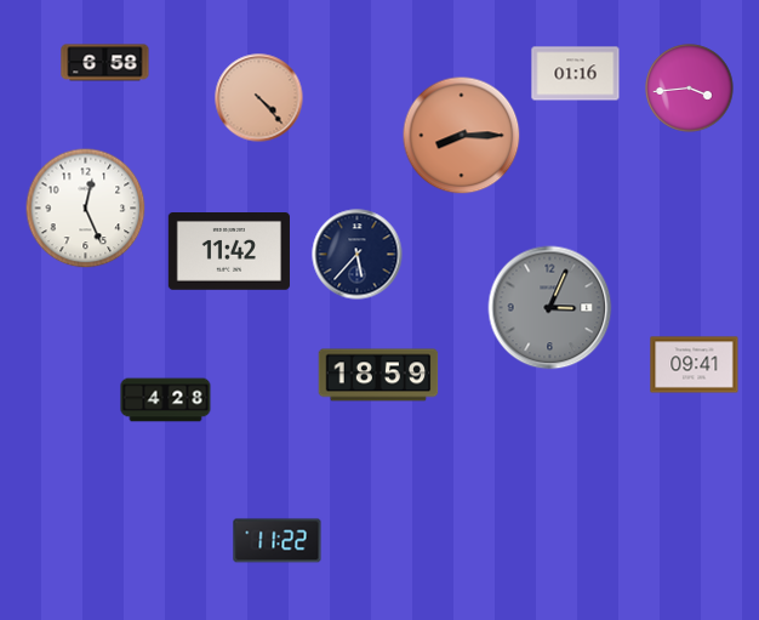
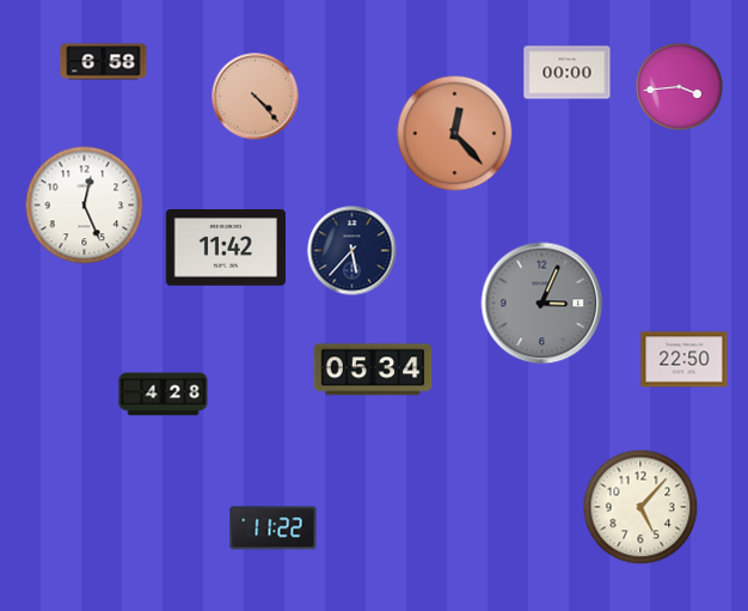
clock at (576, 74): 01:16 -> 00:00
clock at (462, 136): 8:15 -> 12:23
clock at (695, 365): 09:41 -> 22:50
clock at (378, 375): 18:59 -> 05:34
clock at (640, 507): none -> 5:07
clock at (278, 541) position: (278, 541) -> (274, 528)
